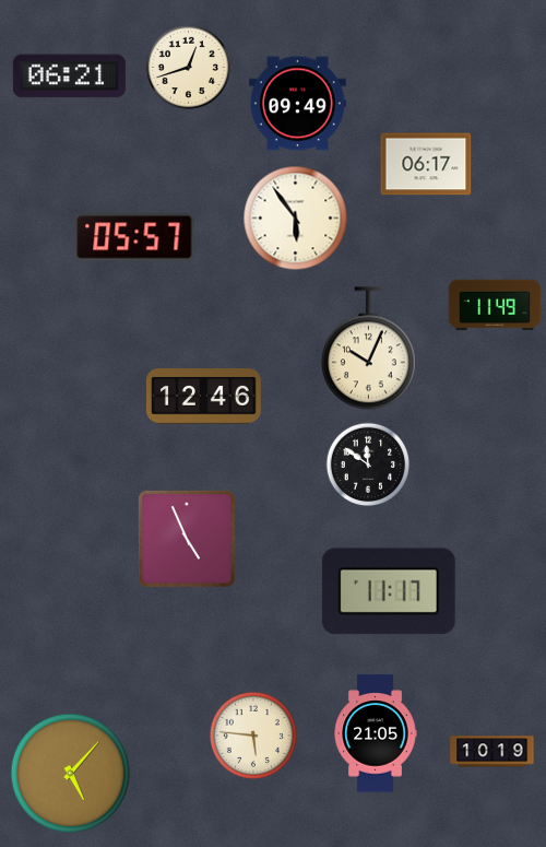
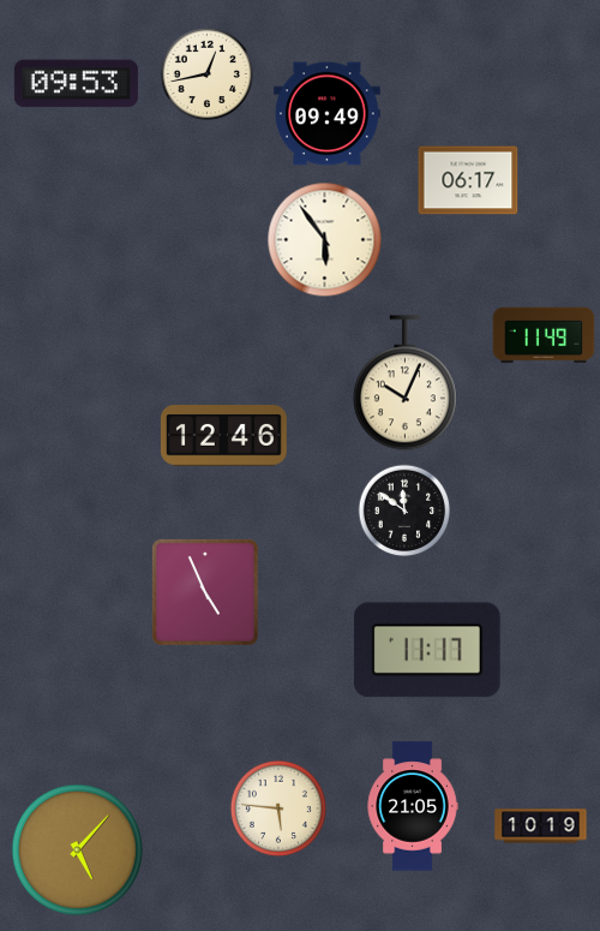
clock at (188, 67): 12:42 -> 12:43
clock at (69, 77): 06:21 -> 09:53
clock at (134, 237): 05:57 -> none
